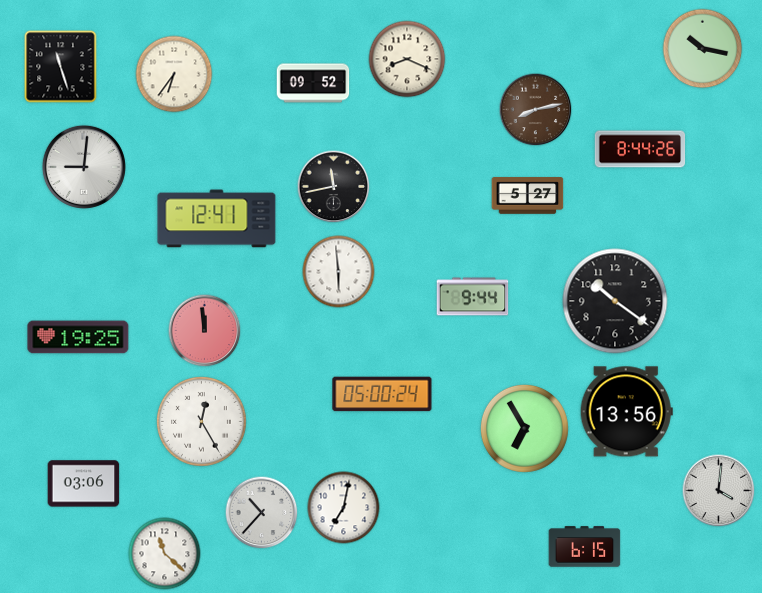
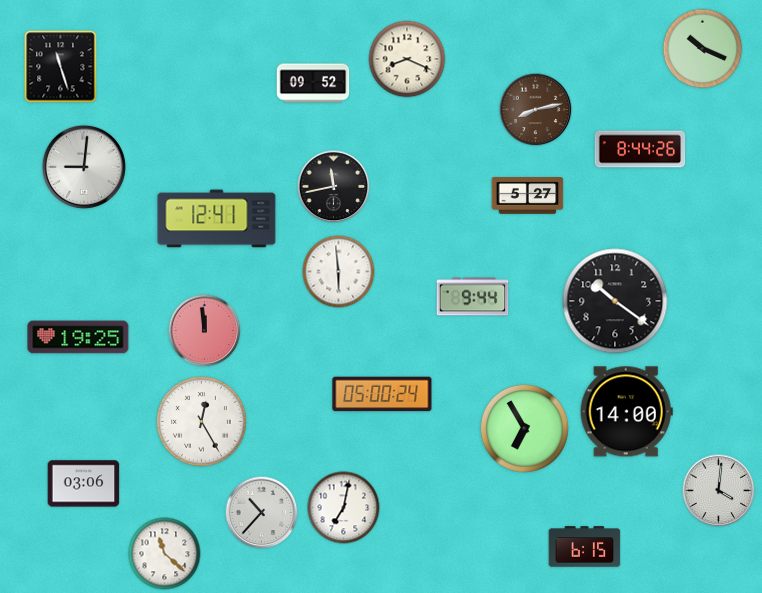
clock at (703, 49): 10:17 -> 10:19
clock at (174, 74): 6:36 -> none
clock at (626, 412): 13:56 -> 14:00
